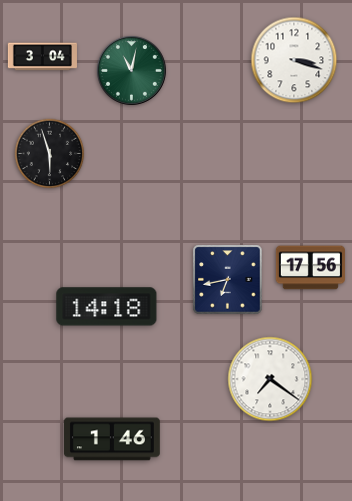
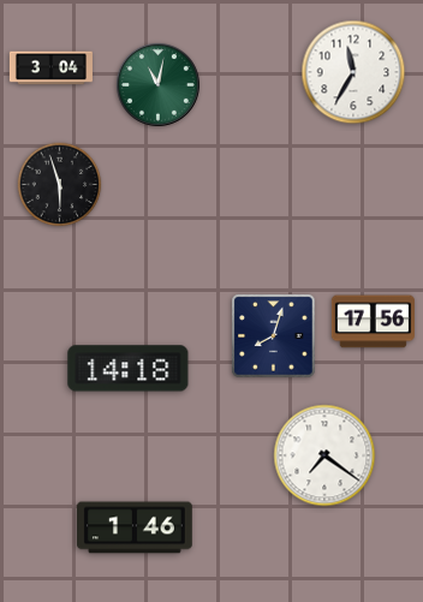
clock at (294, 60): 3:18 -> 11:35
clock at (228, 280): 6:43 -> 8:03
